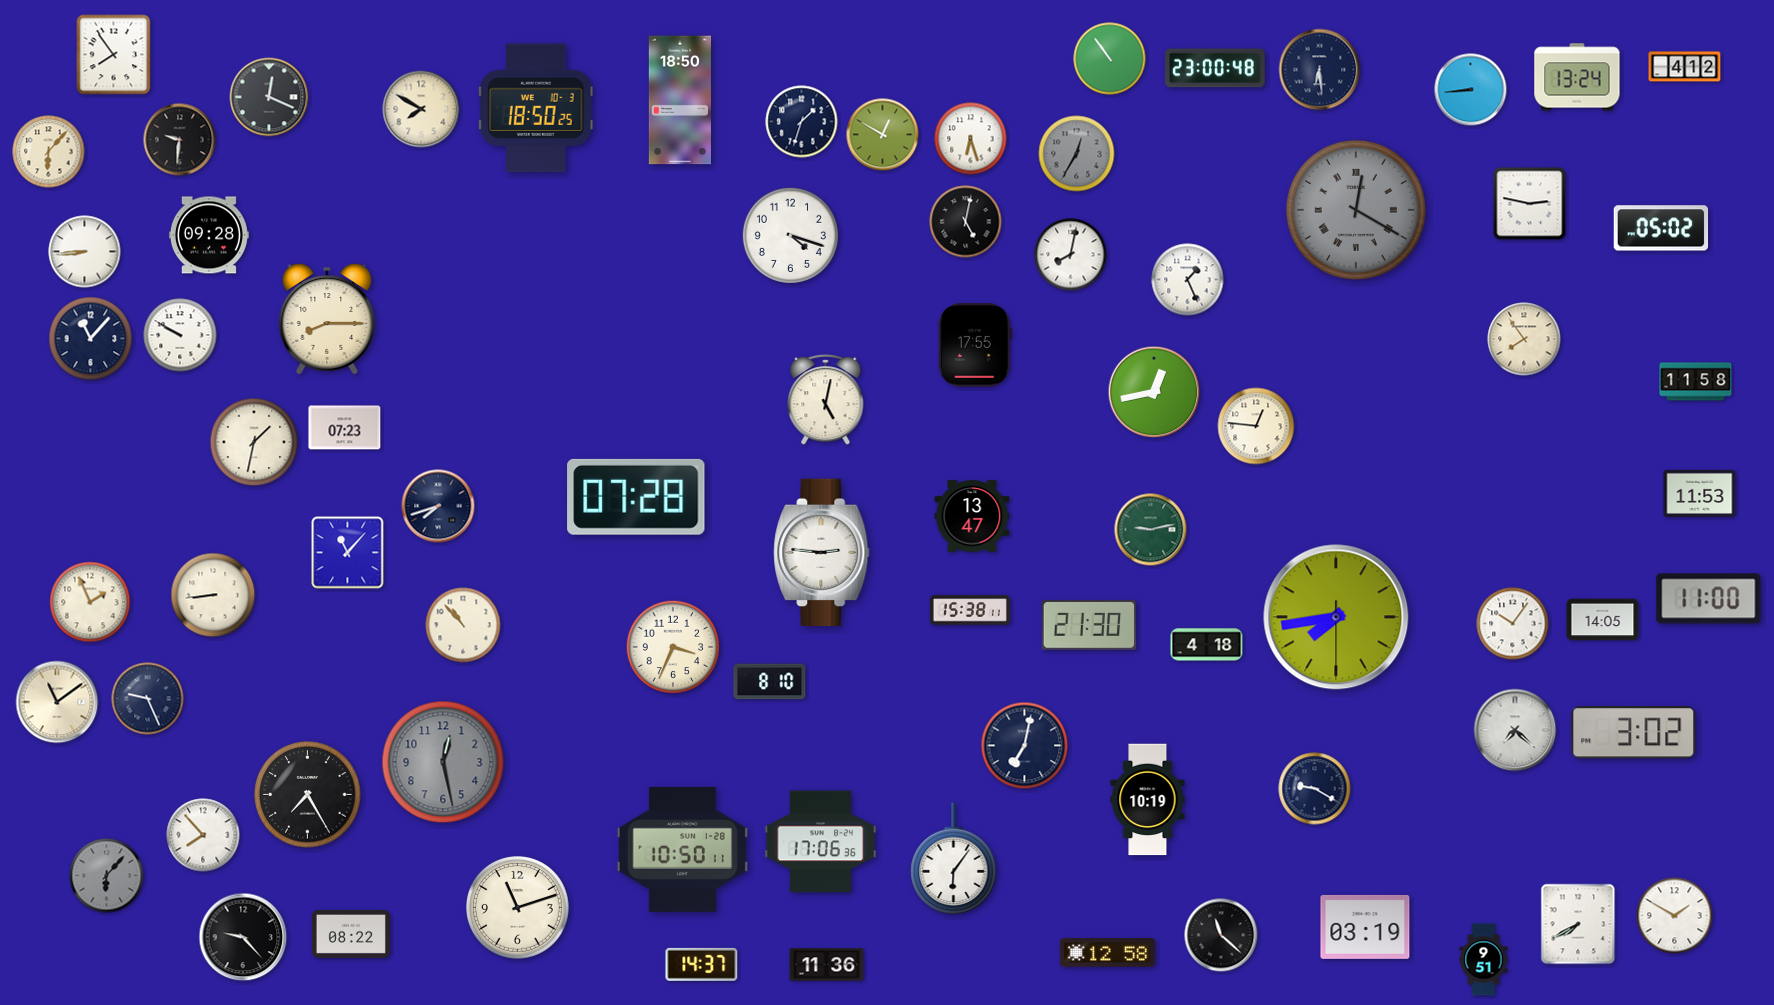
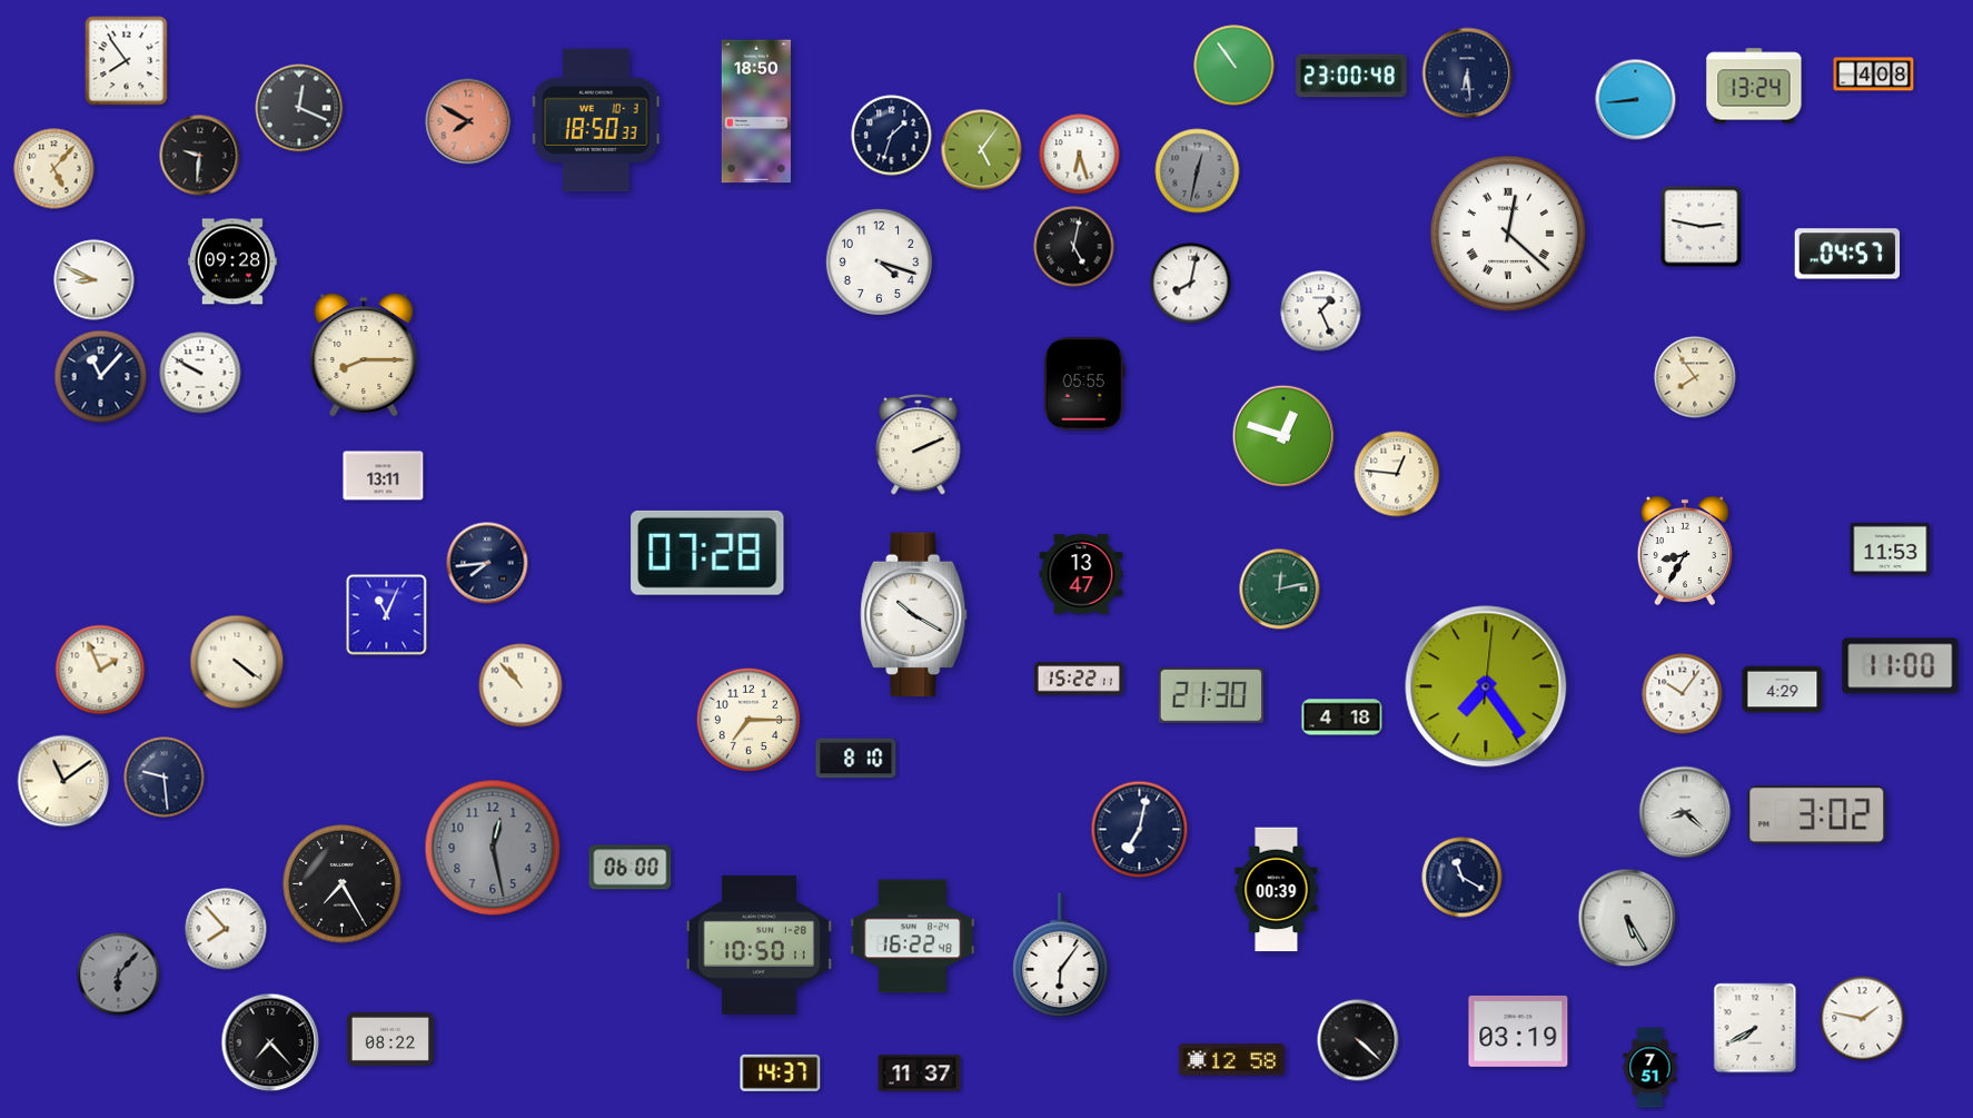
clock at (1685, 67): 4:12 -> 4:08
clock at (1320, 70) position: (1320, 70) -> (1468, 73)
clock at (536, 108): 18:50:25 -> 18:50:33
clock at (421, 109) dial: cream -> salmon
clock at (883, 135): 12:50 -> 5:06
clock at (49, 152): 6:07 -> 5:07
clock at (1077, 154): 12:35 -> 12:32
clock at (1356, 210): 12:20 -> 12:22
clock at (1356, 210) dial: grey -> white
clock at (1661, 228): 05:02 -> 04:57
clock at (85, 252): 8:44 -> 8:49
clock at (975, 345): 17:55 -> 05:55
clock at (1696, 382): 11:58 -> none
clock at (1154, 392): 12:43 -> 12:48
clock at (826, 400): 5:02 -> 2:11
clock at (345, 428): 07:23 -> 13:11
clock at (254, 442): 1:32 -> none
clock at (1685, 551): none -> 8:35
clock at (438, 506): 7:42 -> 7:44
clock at (1151, 530): 9:13 -> 12:13
clock at (348, 553): 11:07 -> 11:04
clock at (822, 553): 2:46 -> 10:20
clock at (213, 595): 8:44 -> 4:21
clock at (970, 610): 15:38 -> 15:22
clock at (1336, 617): 7:43 -> 7:24
clock at (1603, 620): 14:05 -> 4:29
clock at (463, 625) position: (463, 625) -> (520, 685)
clock at (673, 647): 3:34 -> 7:15
clock at (148, 699): 9:26 -> 9:29
clock at (1515, 730): 7:22 -> 8:22
clock at (631, 868): none -> 06:00
clock at (1315, 789): 9:20 -> 11:20
clock at (1148, 800): 10:19 -> 00:39
clock at (1627, 918): none -> 5:25
clock at (821, 842): 17:06 -> 16:22
clock at (518, 908): 11:12 -> none
clock at (1675, 916): 1:50 -> 1:47
clock at (1221, 935): 11:22 -> 4:22
clock at (243, 937): 9:23 -> 7:23
clock at (1484, 960): 9:51 -> 7:51
clock at (827, 965): 11:36 -> 11:37
